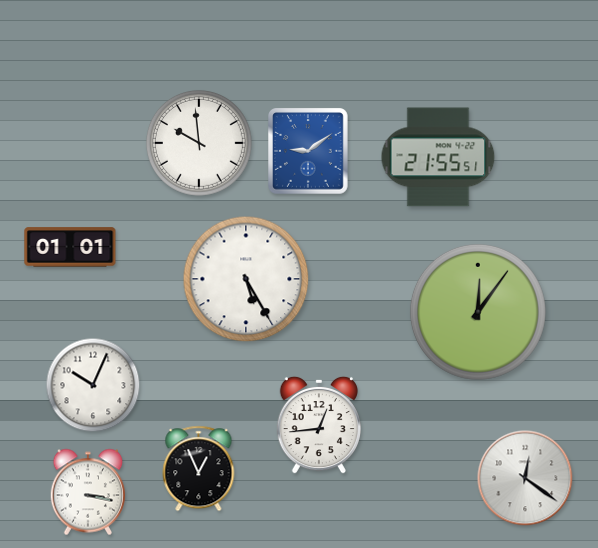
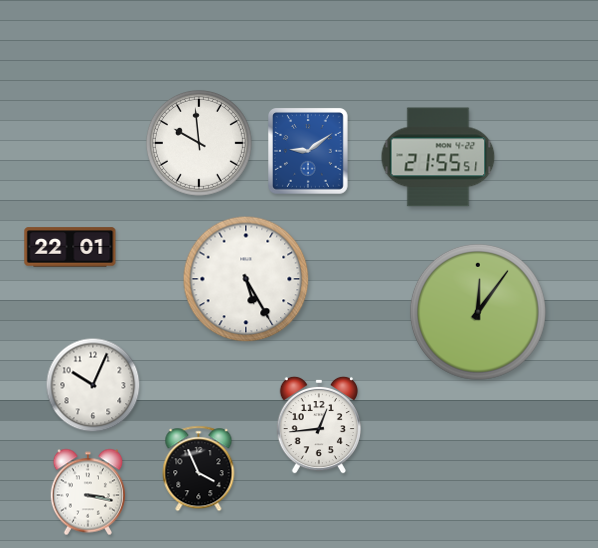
clock at (70, 247): 01:01 -> 22:01
clock at (199, 469): 12:56 -> 3:56
clock at (525, 478): 12:21 -> none
